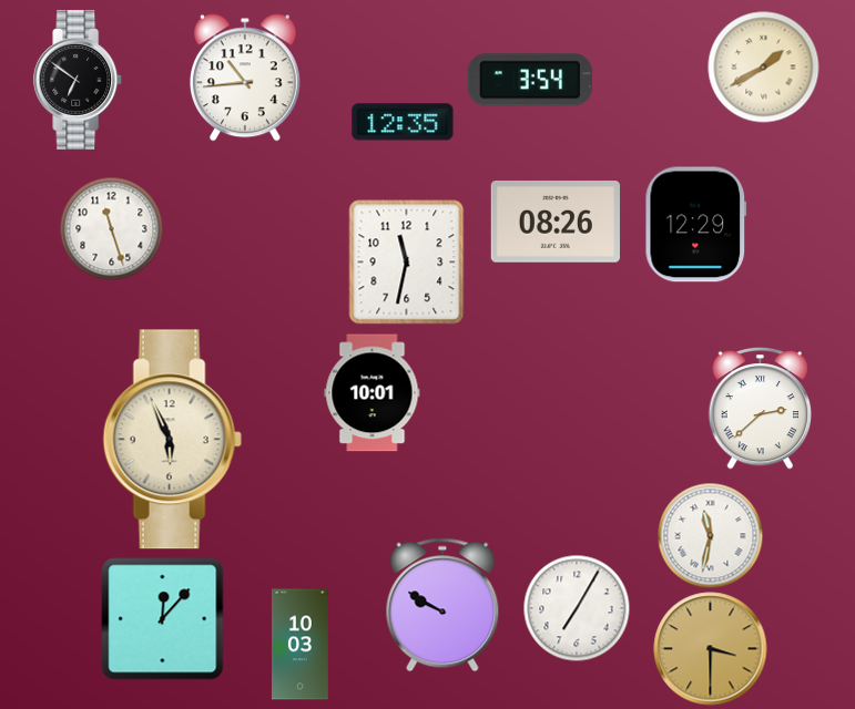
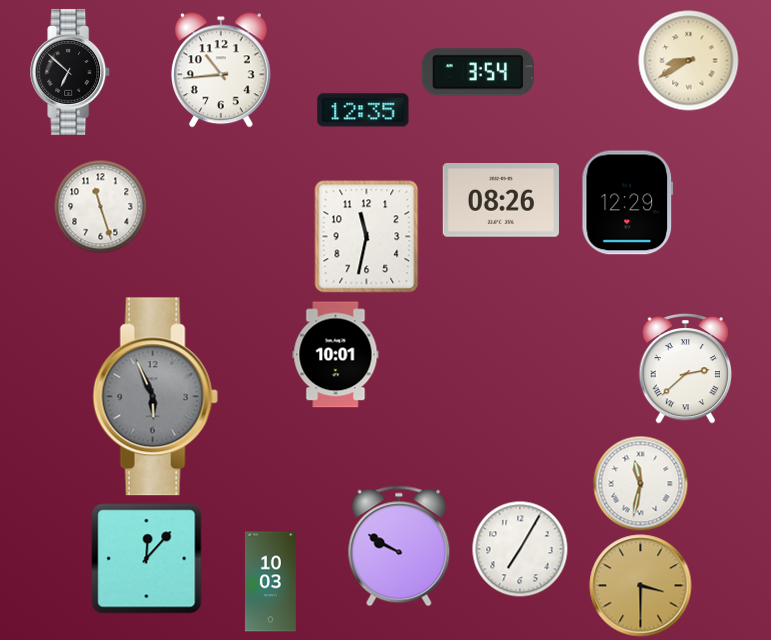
clock at (764, 68): 1:40 -> 8:40
clock at (79, 80): 6:51 -> 6:52
clock at (172, 440) dial: cream -> grey
